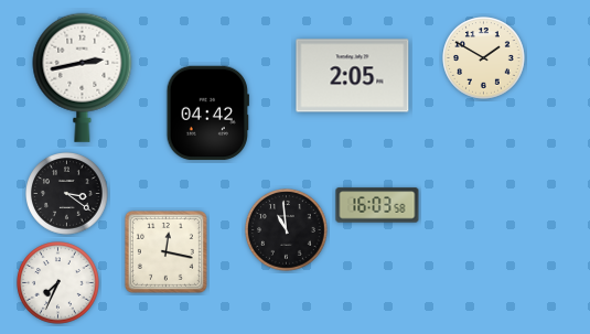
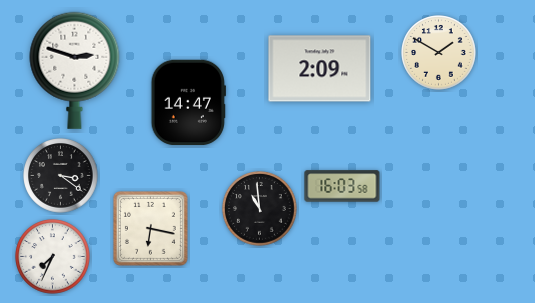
clock at (353, 76): 2:05 -> 2:09
clock at (83, 77): 2:43 -> 2:48
clock at (207, 114): 04:42 -> 14:47
clock at (165, 251): 12:17 -> 6:17
